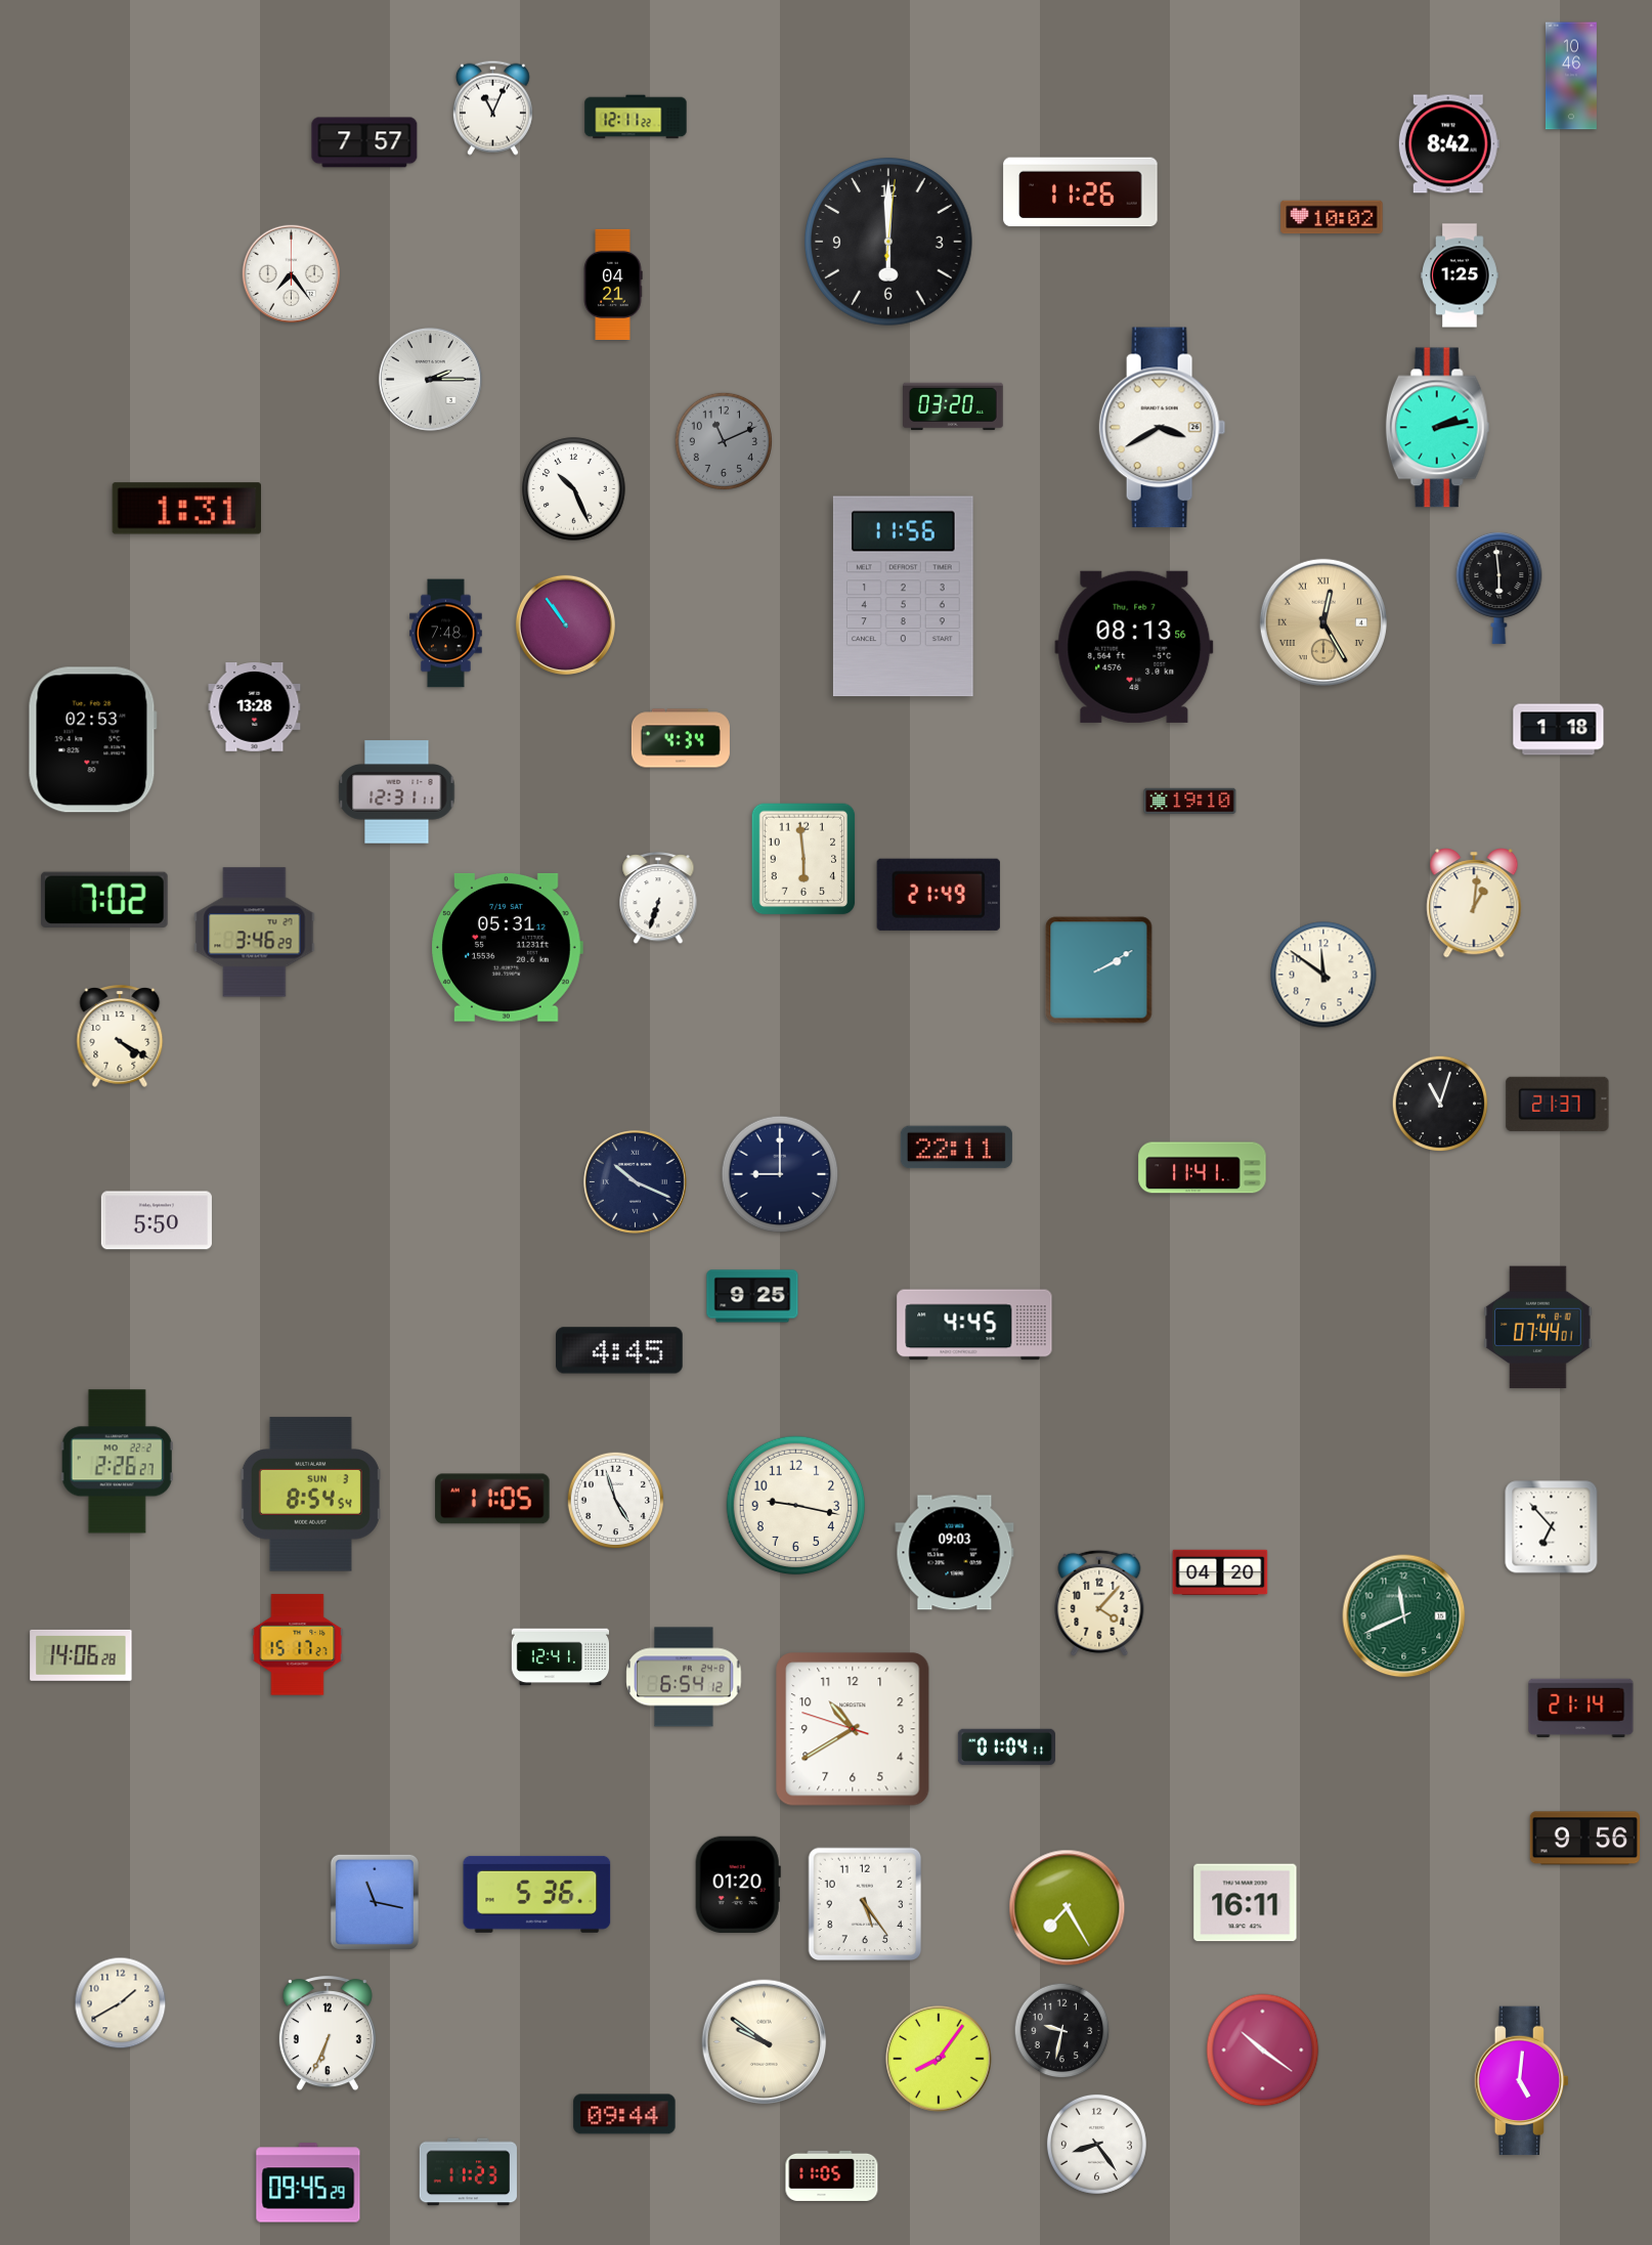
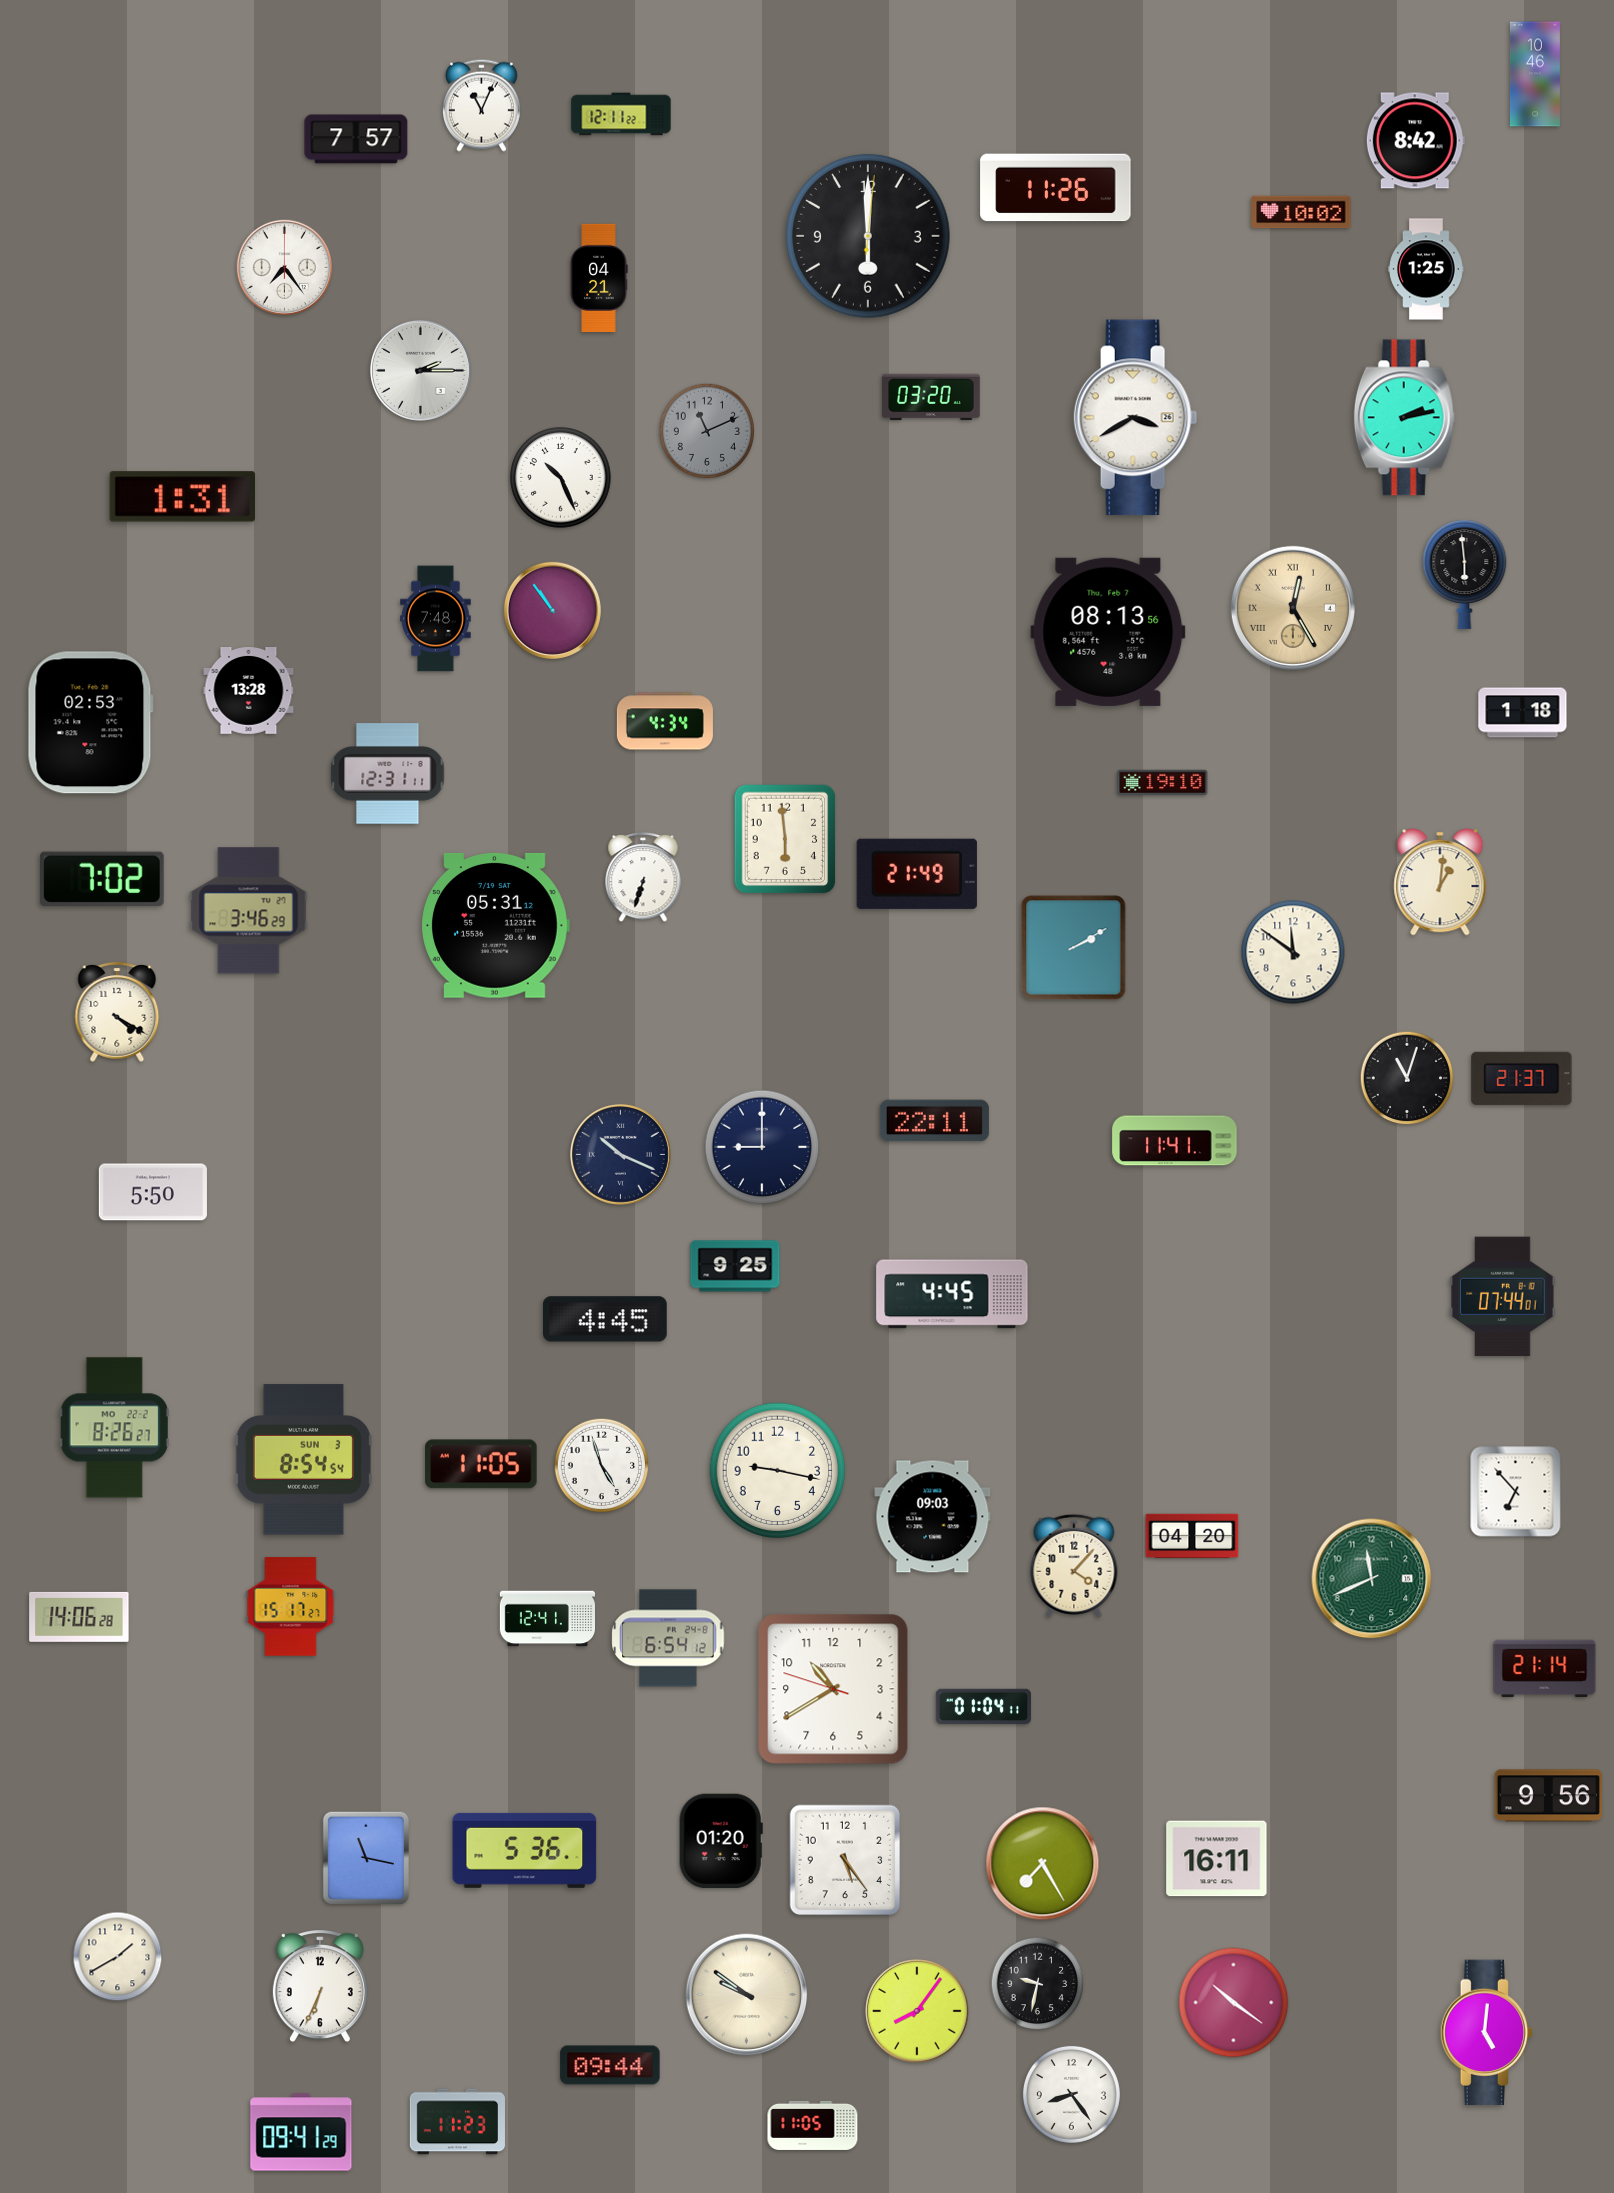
clock at (903, 597): 11:56 -> none
clock at (117, 1462): 2:26 -> 8:26
clock at (308, 2183): 09:45 -> 09:41
